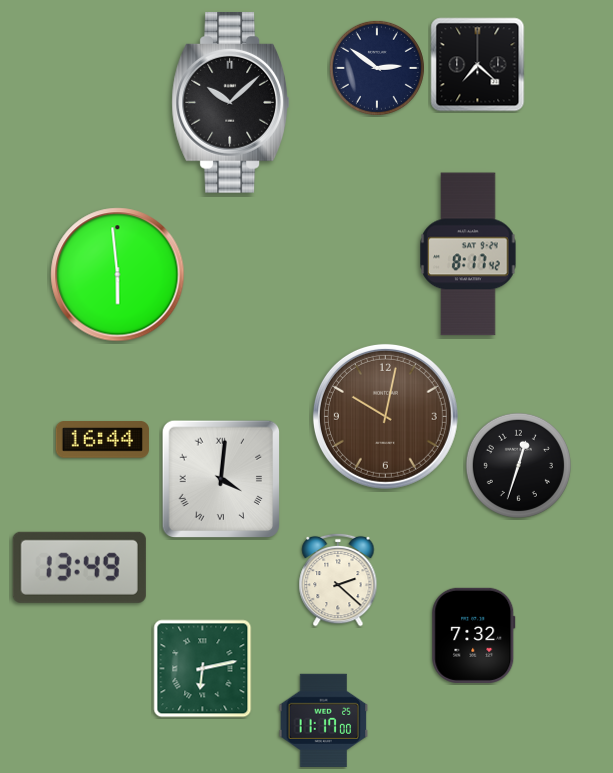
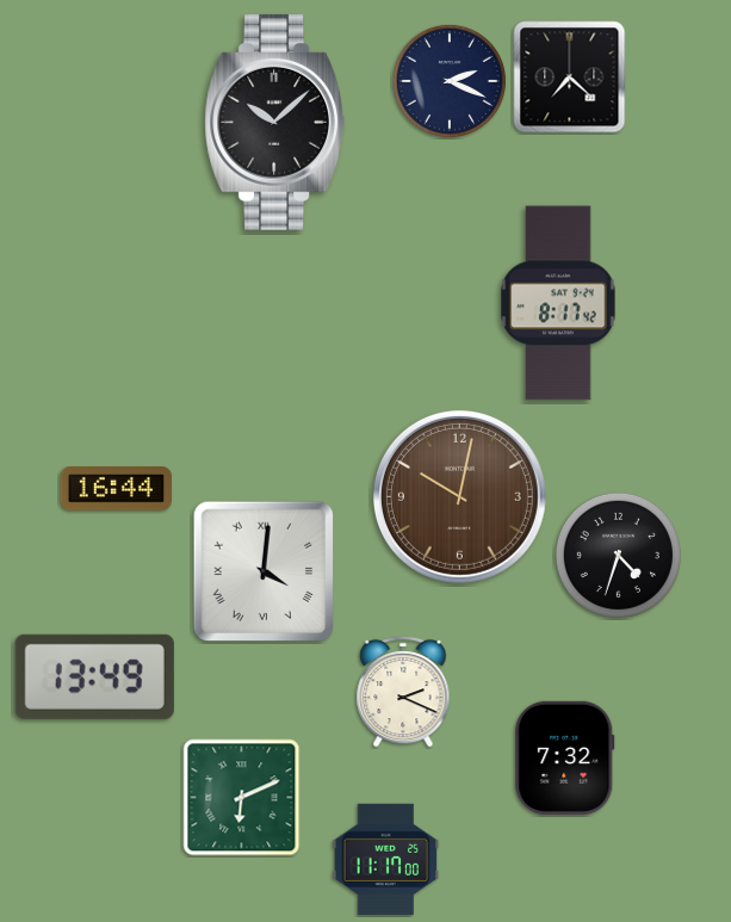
clock at (377, 68): 2:51 -> 2:19
clock at (118, 275): 5:59 -> none
clock at (102, 440) position: (102, 440) -> (116, 489)
clock at (518, 465): 12:33 -> 4:33
clock at (338, 580): 2:22 -> 2:19
clock at (203, 669): 6:13 -> 6:11
